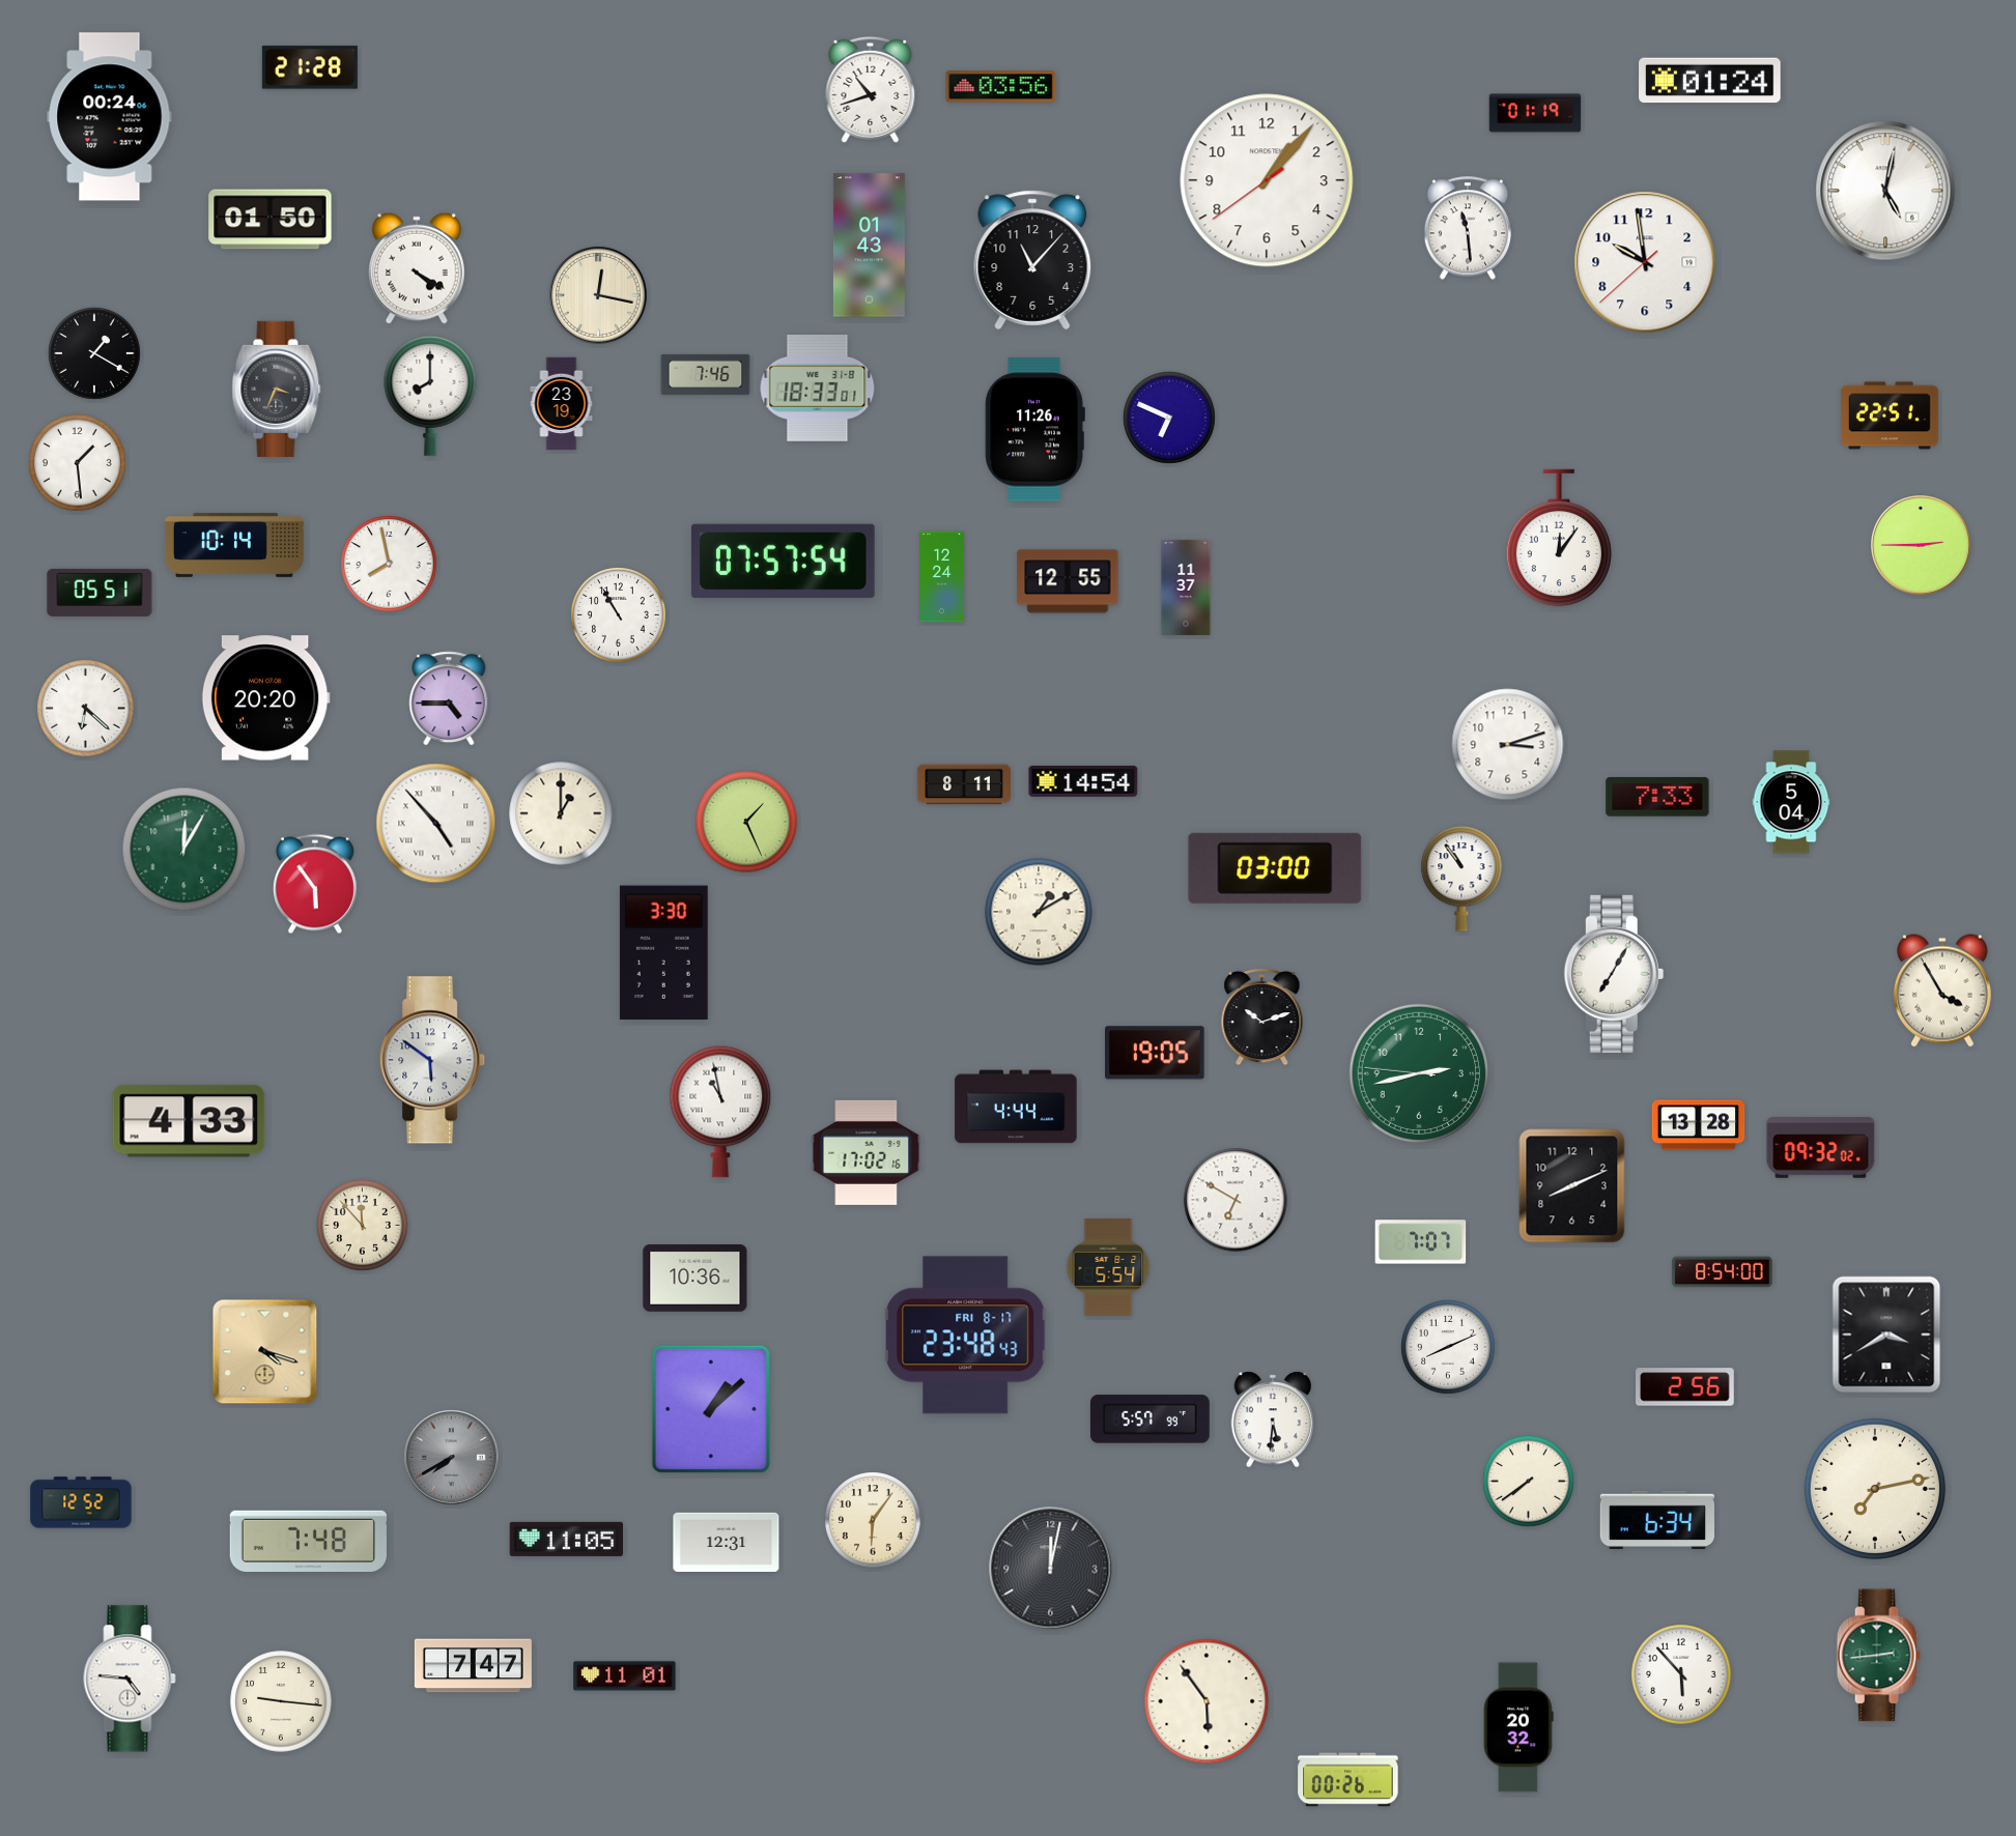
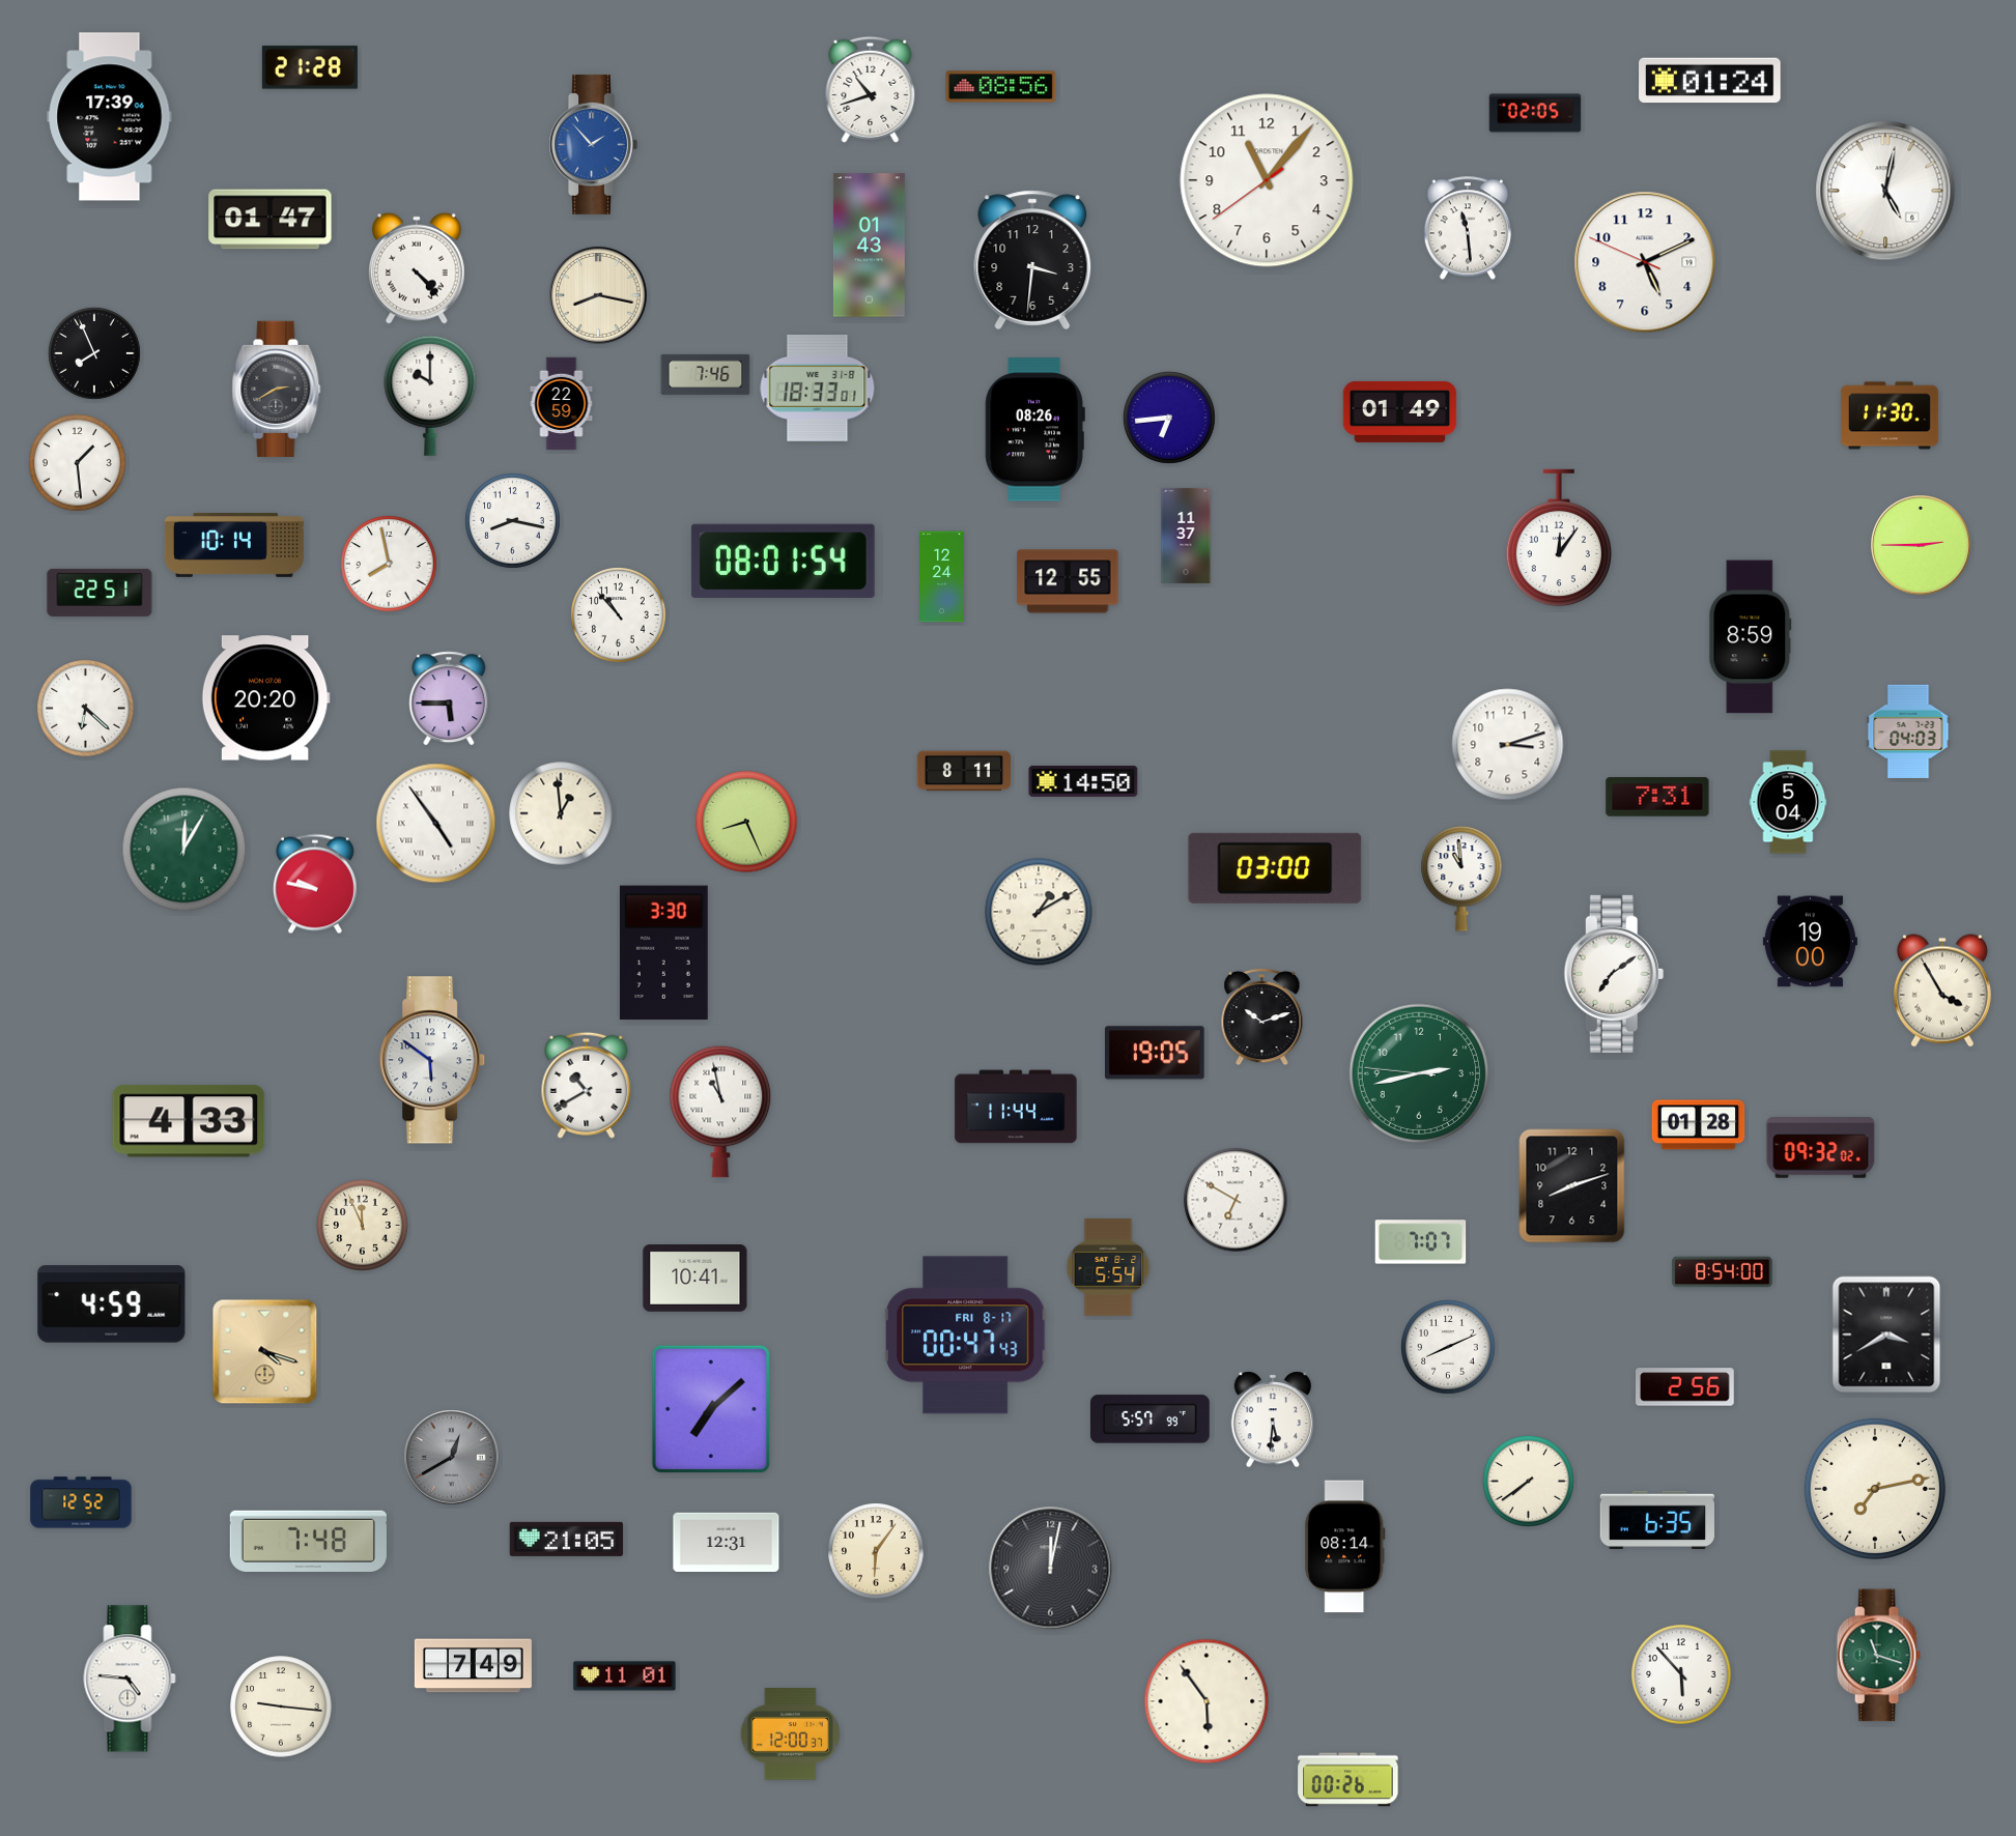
clock at (1001, 87): 03:56 -> 08:56
clock at (1535, 113): 01:19 -> 02:05
clock at (110, 117): 00:24 -> 17:39
clock at (593, 144): none -> 1:53
clock at (1267, 180): 1:06 -> 11:06
clock at (271, 220): 01:50 -> 01:47
clock at (1032, 260): 11:07 -> 3:31
clock at (1645, 262): 9:58 -> 5:10
clock at (418, 268): 4:20 -> 4:23
clock at (599, 296): 12:17 -> 8:17
clock at (94, 353): 1:20 -> 7:56
clock at (277, 389): 3:34 -> 2:40
clock at (430, 396): 8:00 -> 10:00
clock at (562, 404): 23:19 -> 22:59
clock at (1400, 411): none -> 01:49
clock at (1890, 415): 22:51 -> 11:30
clock at (1169, 418): 6:49 -> 6:44
clock at (1034, 430): 11:26 -> 08:26
clock at (513, 521): none -> 8:17
clock at (783, 561): 07:57 -> 08:01
clock at (1186, 587) position: (1186, 587) -> (1186, 536)
clock at (100, 593): 05:51 -> 22:51
clock at (619, 615): 10:55 -> 10:53
clock at (1751, 637): none -> 8:59
clock at (449, 698): 4:45 -> 5:45
clock at (1908, 731): none -> 04:03
clock at (1083, 781): 14:54 -> 14:50
clock at (963, 784) position: (963, 784) -> (963, 771)
clock at (1657, 797): 7:33 -> 7:31
clock at (1791, 802) position: (1791, 802) -> (1788, 802)
clock at (561, 813): 1:00 -> 12:59
clock at (746, 822): 1:26 -> 8:26
clock at (436, 824): 4:53 -> 4:54
clock at (1461, 879): 10:54 -> 10:59
clock at (315, 884): 5:54 -> 9:47
clock at (1810, 942): none -> 19:00
clock at (1614, 974): 7:05 -> 7:09
clock at (587, 1085): none -> 10:40
clock at (1016, 1107): 4:44 -> 11:44
clock at (1699, 1125): 13:28 -> 01:28
clock at (867, 1152): 17:02 -> none
clock at (1572, 1186): 8:11 -> 8:12
clock at (362, 1225): 11:53 -> 11:56
clock at (695, 1279): 10:36 -> 10:41
clock at (112, 1304): none -> 4:59
clock at (966, 1336): 23:48 -> 00:47
clock at (711, 1409): 1:08 -> 7:08
clock at (452, 1458): 7:40 -> 12:40
clock at (1656, 1519): 6:34 -> 6:35
clock at (873, 1520) position: (873, 1520) -> (876, 1551)
clock at (567, 1539): 11:05 -> 21:05
clock at (1345, 1547): none -> 08:14
clock at (1878, 1656): 2:44 -> 11:18
clock at (473, 1666): 7:47 -> 7:49
clock at (281, 1701) position: (281, 1701) -> (281, 1706)
clock at (1518, 1727): 20:32 -> none
clock at (790, 1734): none -> 12:00
